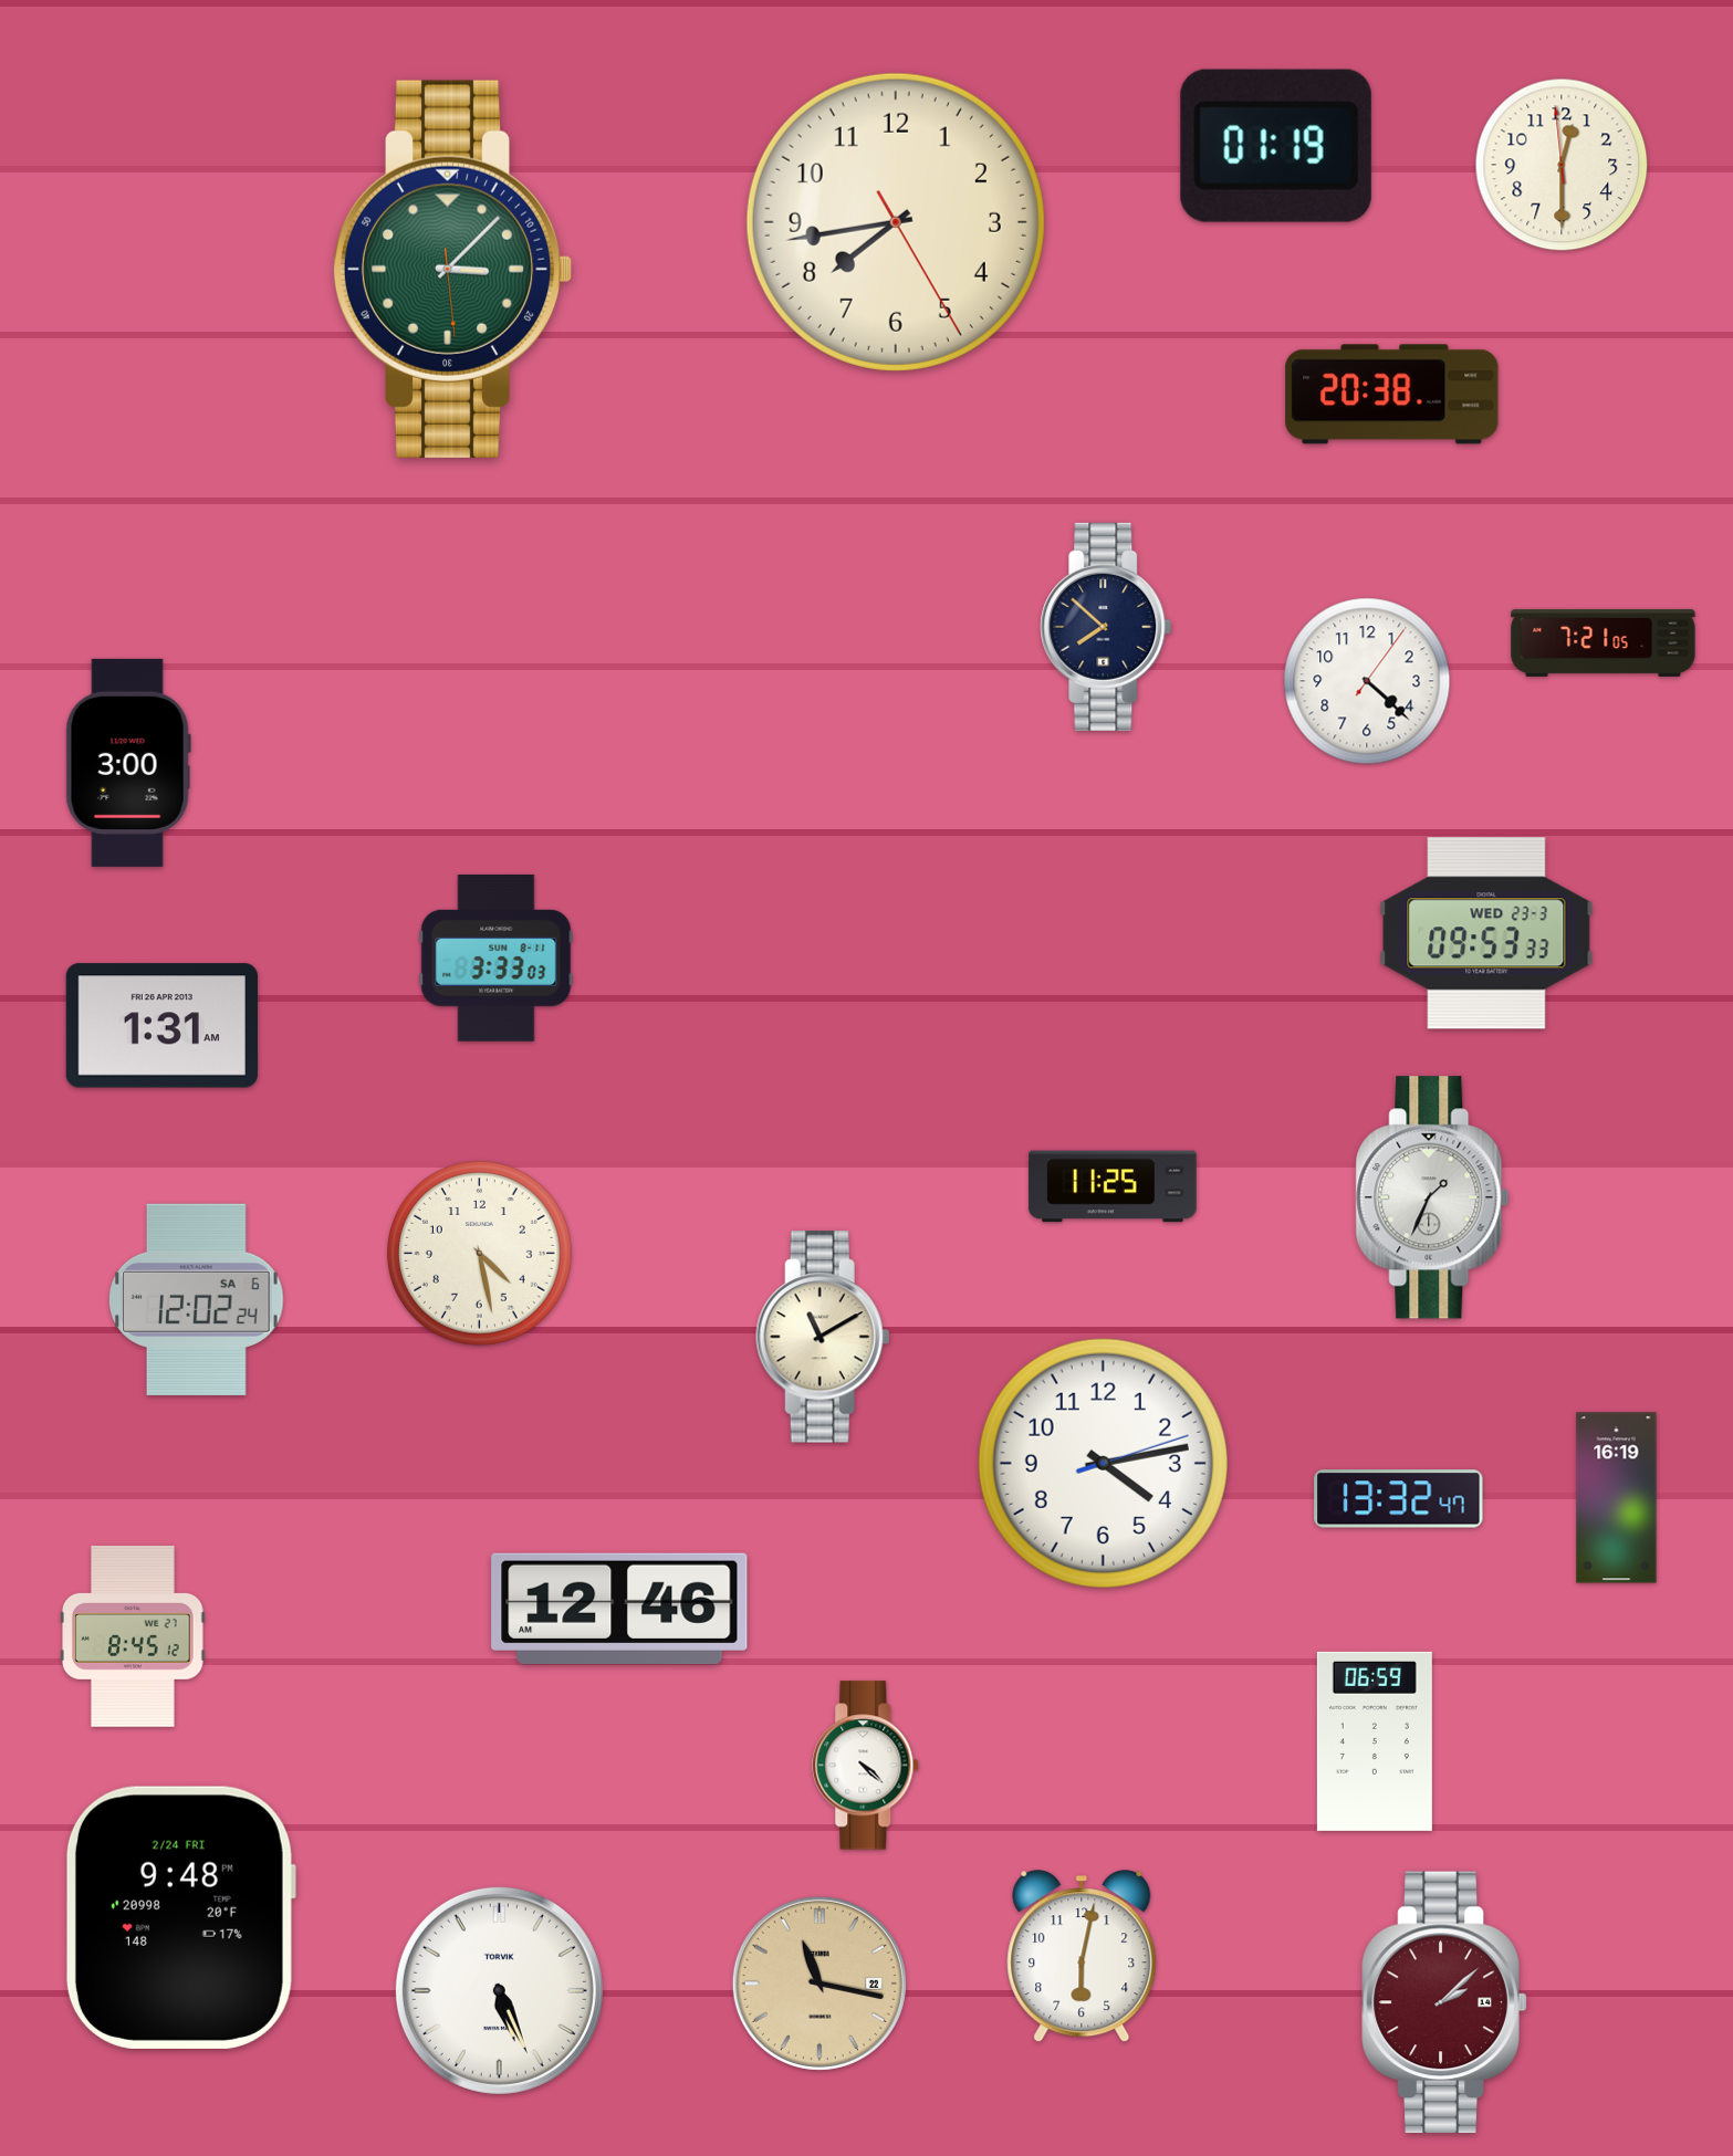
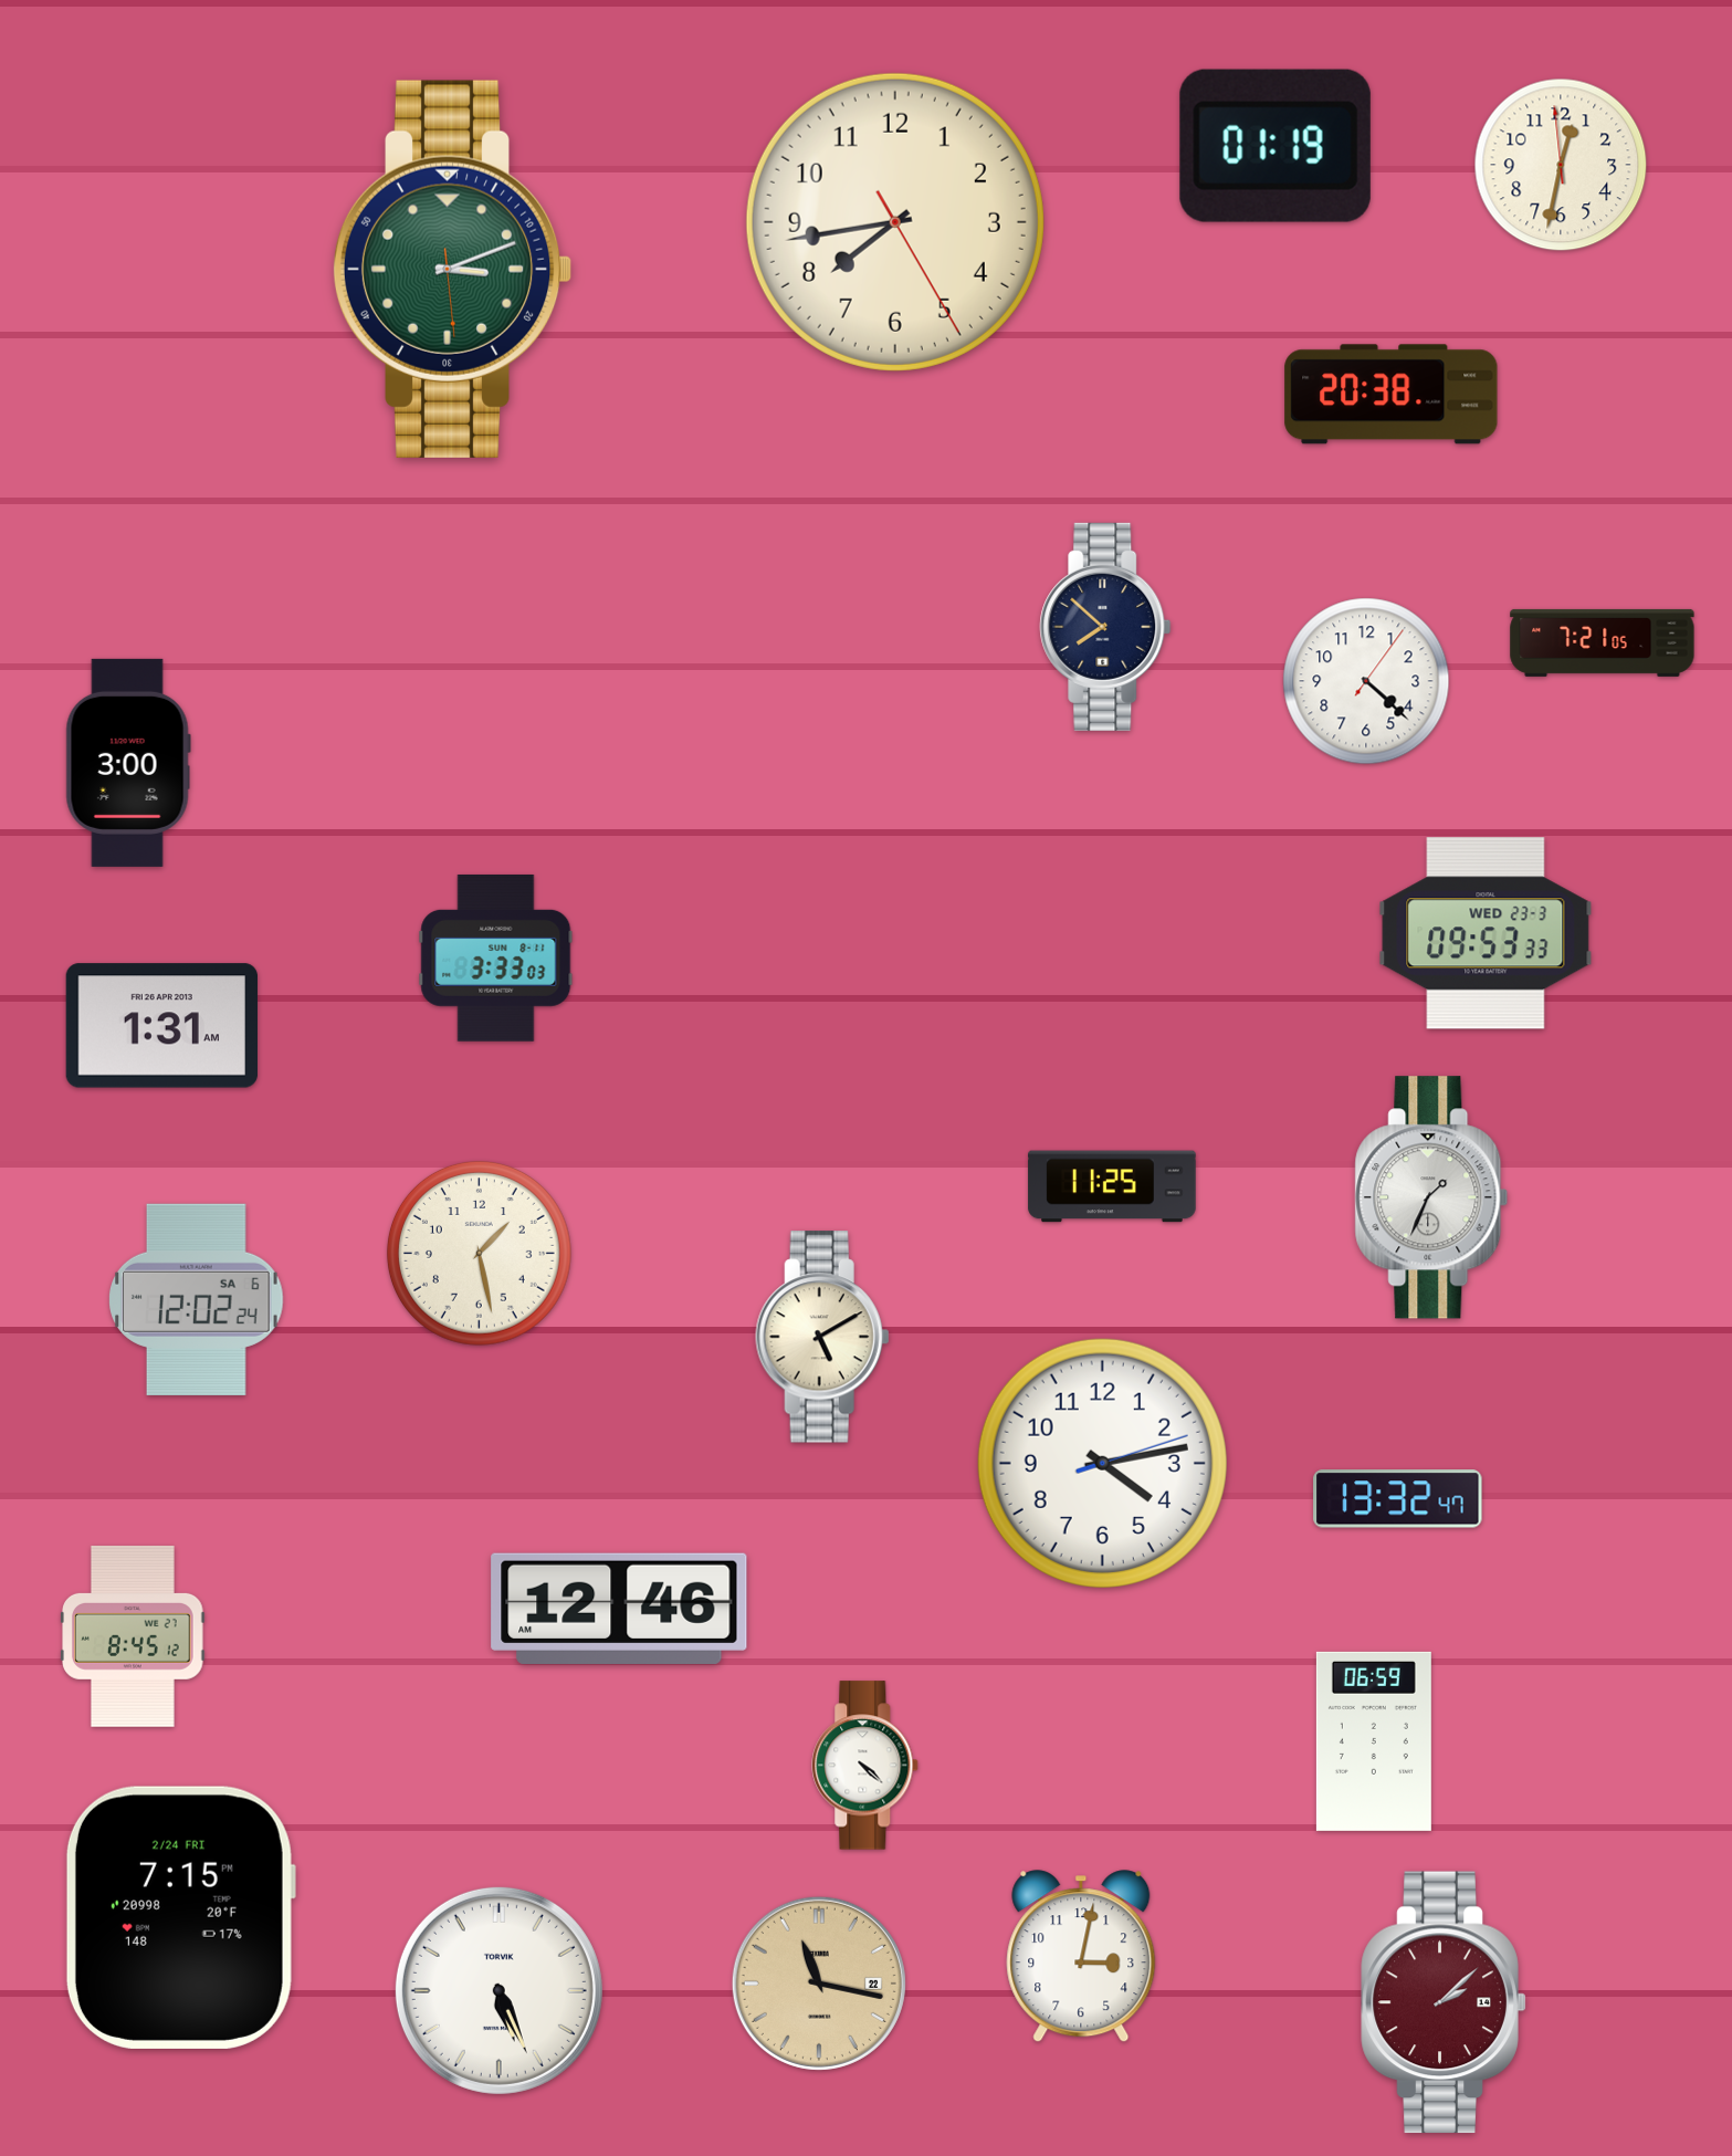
clock at (1562, 165): 12:29 -> 12:31
clock at (452, 269): 3:07 -> 3:11
clock at (479, 1253): 4:28 -> 1:28
clock at (823, 1337): 11:10 -> 5:10
clock at (1617, 1498): 16:19 -> none
clock at (180, 1917): 9:48 -> 7:15
clock at (1082, 1957): 6:02 -> 3:02
